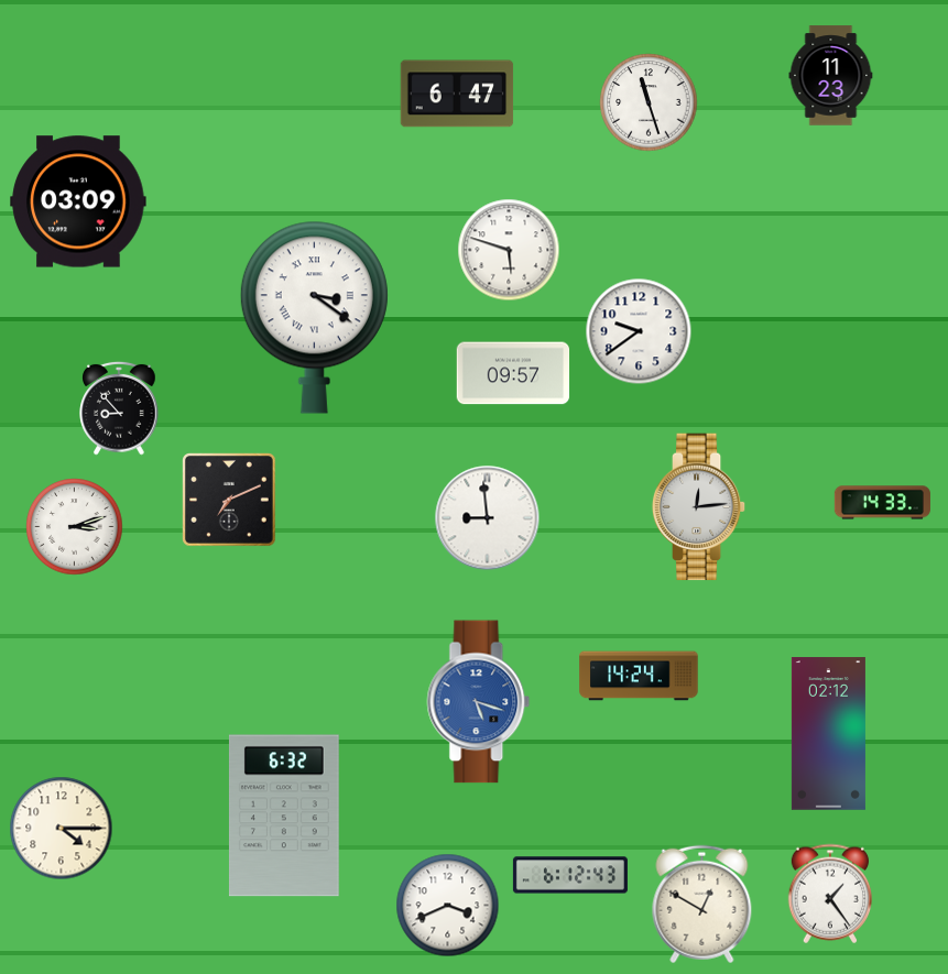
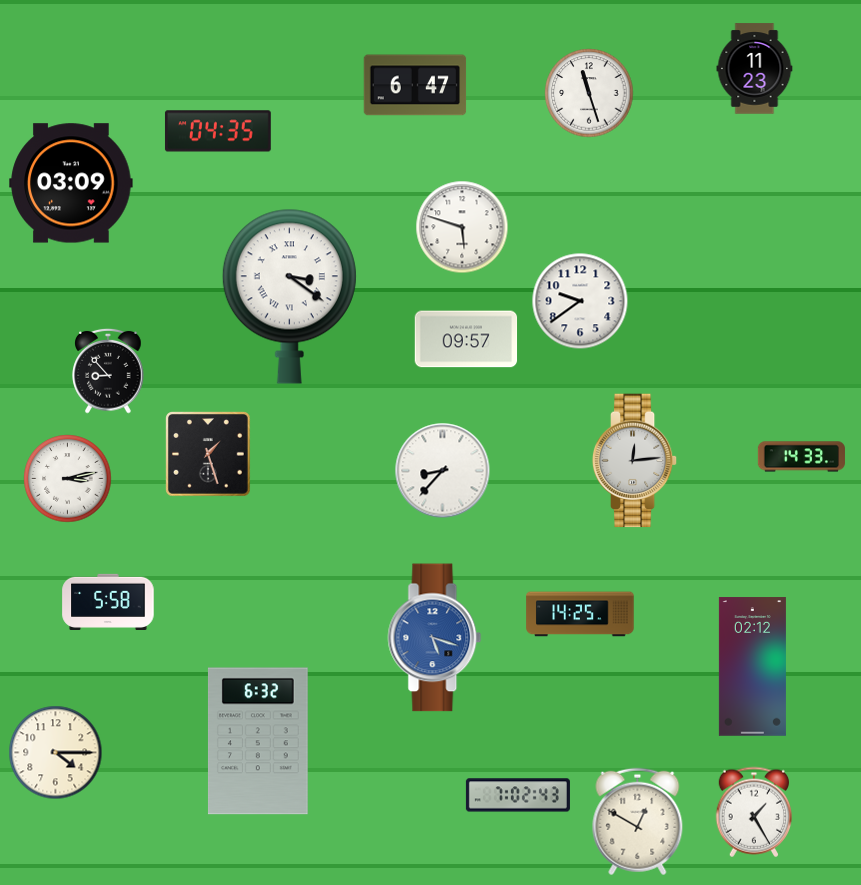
clock at (218, 131): none -> 04:35
clock at (314, 317) position: (314, 317) -> (289, 296)
clock at (229, 500): 7:11 -> 1:27
clock at (488, 518): 8:59 -> 8:37
clock at (75, 527): 3:12 -> 3:13
clock at (108, 601): none -> 5:58
clock at (639, 676): 14:24 -> 14:25
clock at (570, 875): 6:12 -> 7:02
clock at (830, 894): 1:24 -> 1:25
clock at (448, 906): 3:41 -> none
